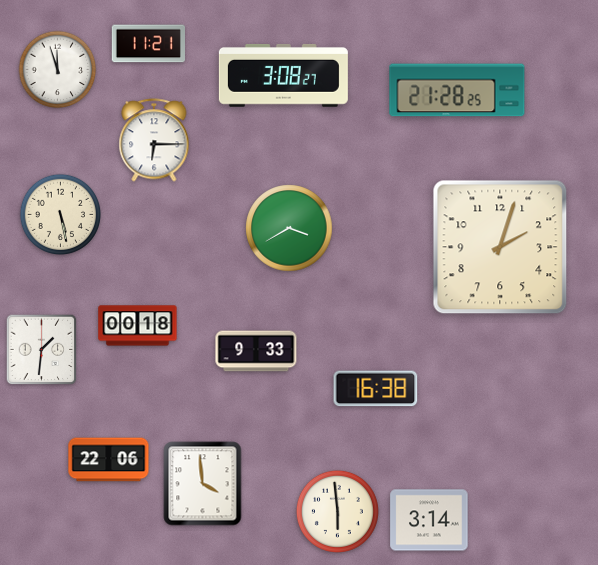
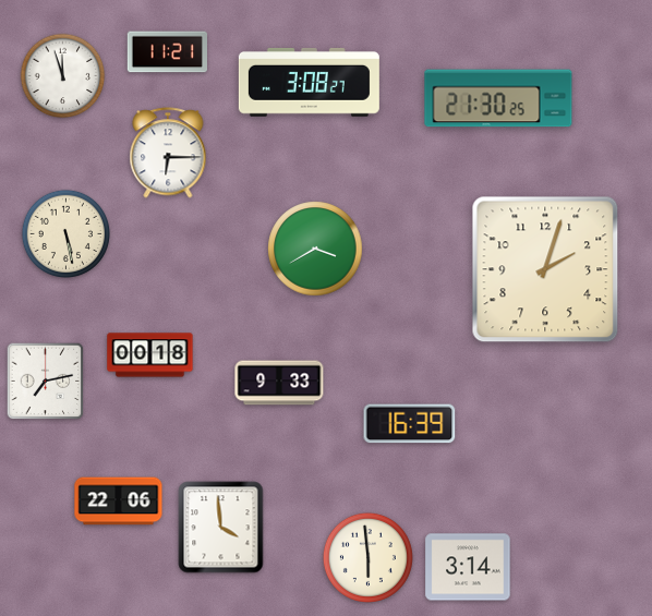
clock at (148, 44) position: (148, 44) -> (167, 52)
clock at (457, 90): 21:28 -> 21:30
clock at (42, 350): 1:31 -> 7:13
clock at (376, 389): 16:38 -> 16:39
